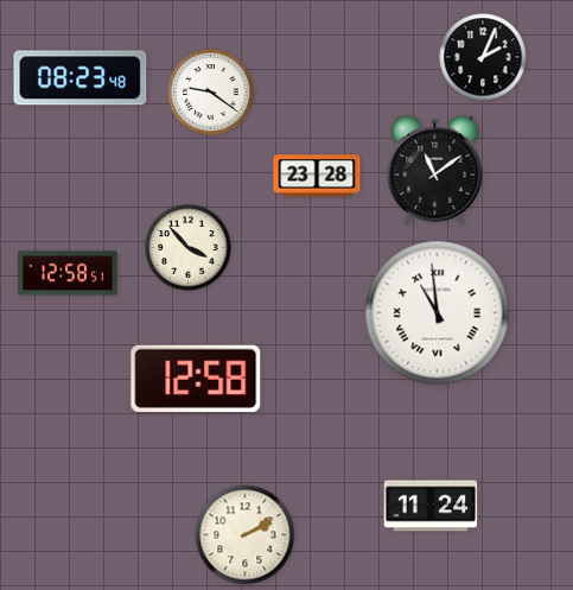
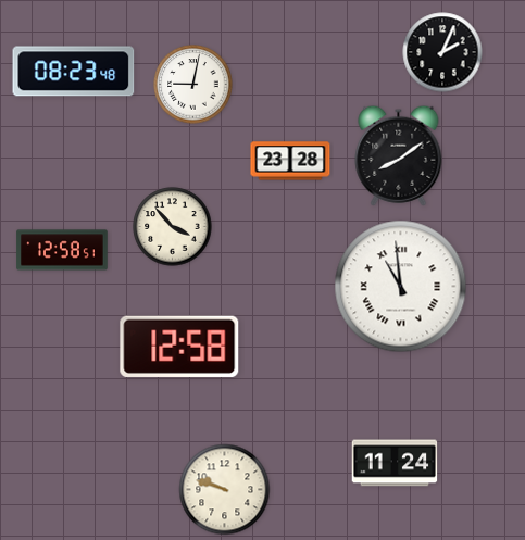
clock at (211, 93): 9:21 -> 9:02
clock at (435, 170): 11:09 -> 8:09
clock at (246, 535): 2:10 -> 9:48
